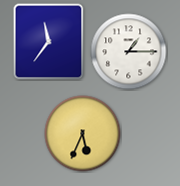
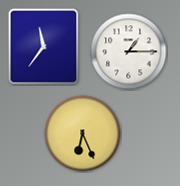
clock at (49, 42) position: (49, 42) -> (44, 47)
clock at (83, 134): 5:34 -> 6:26
